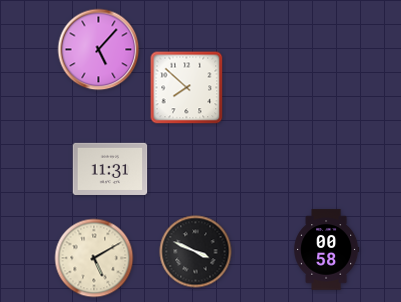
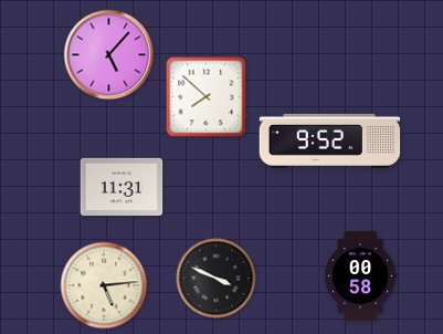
clock at (330, 140): none -> 9:52
clock at (94, 258): 5:10 -> 5:14
